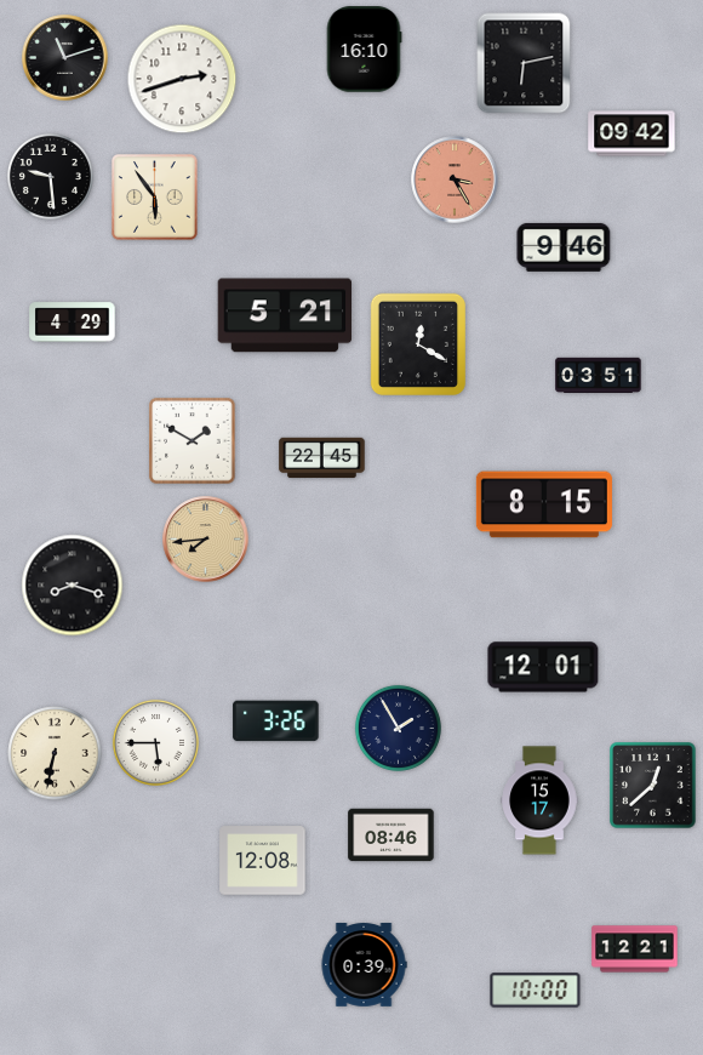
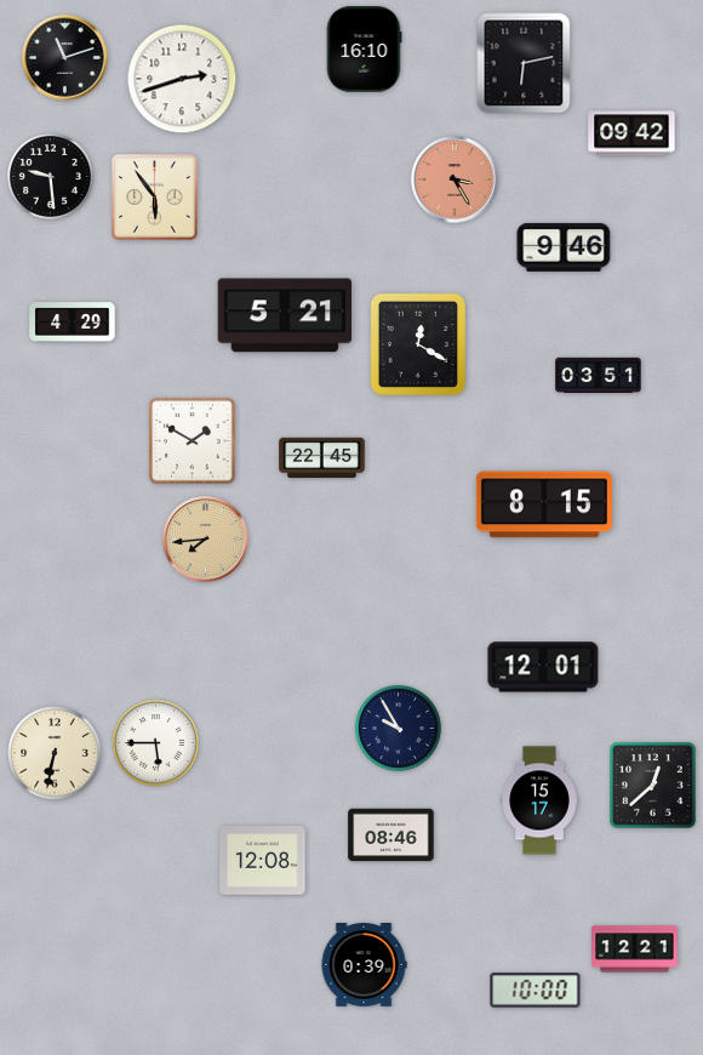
clock at (73, 586): 8:18 -> none
clock at (276, 722): 3:26 -> none
clock at (398, 728): 1:55 -> 9:55
